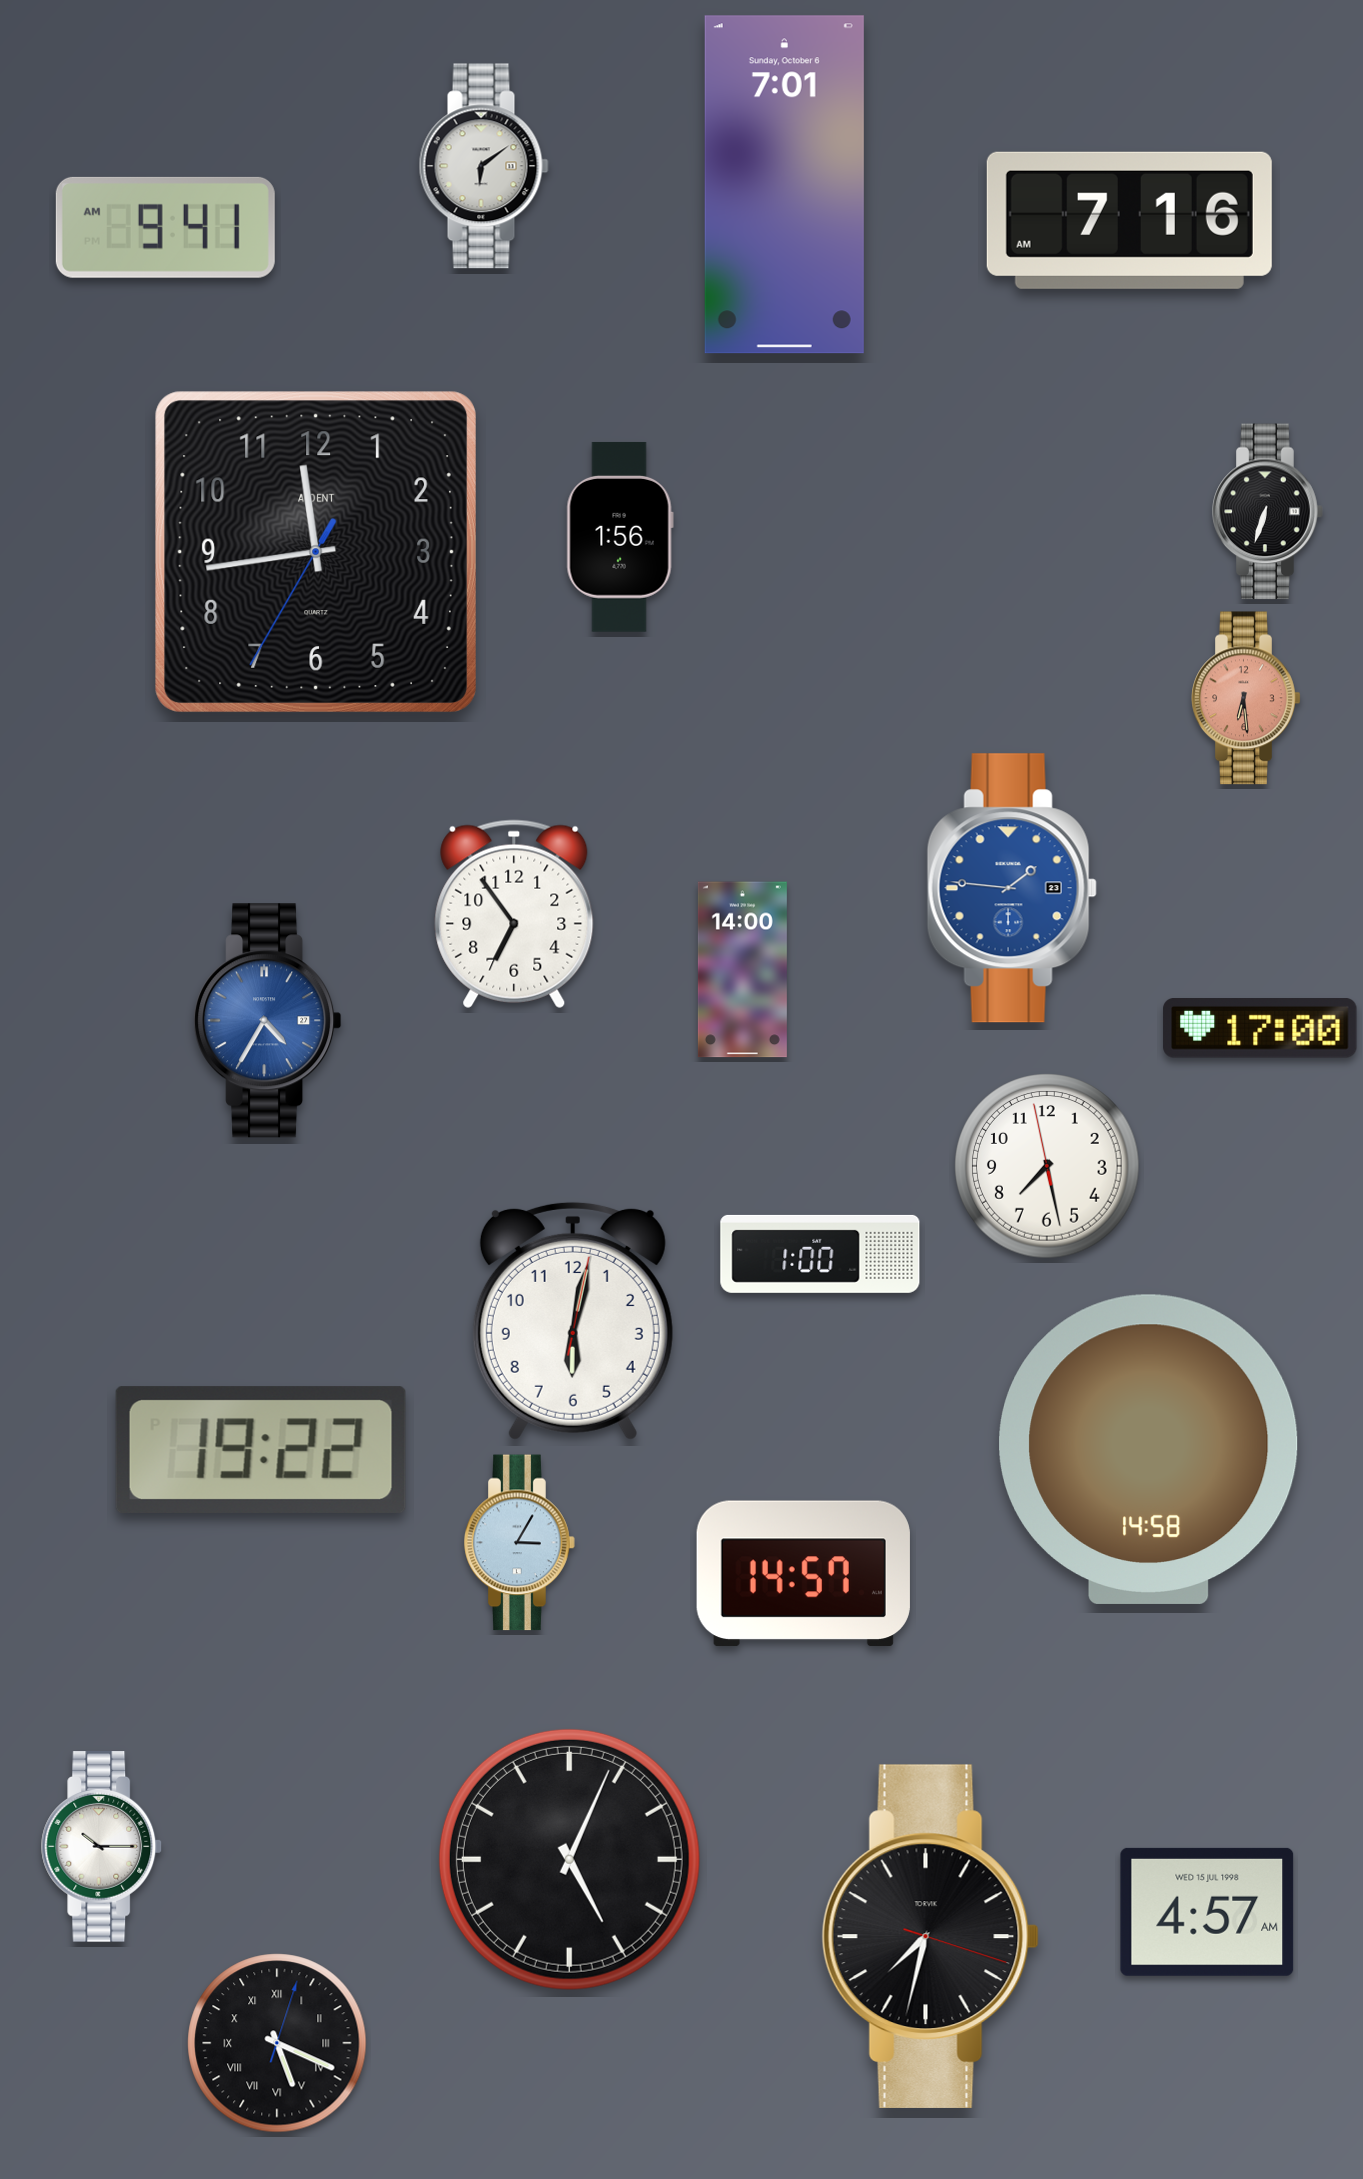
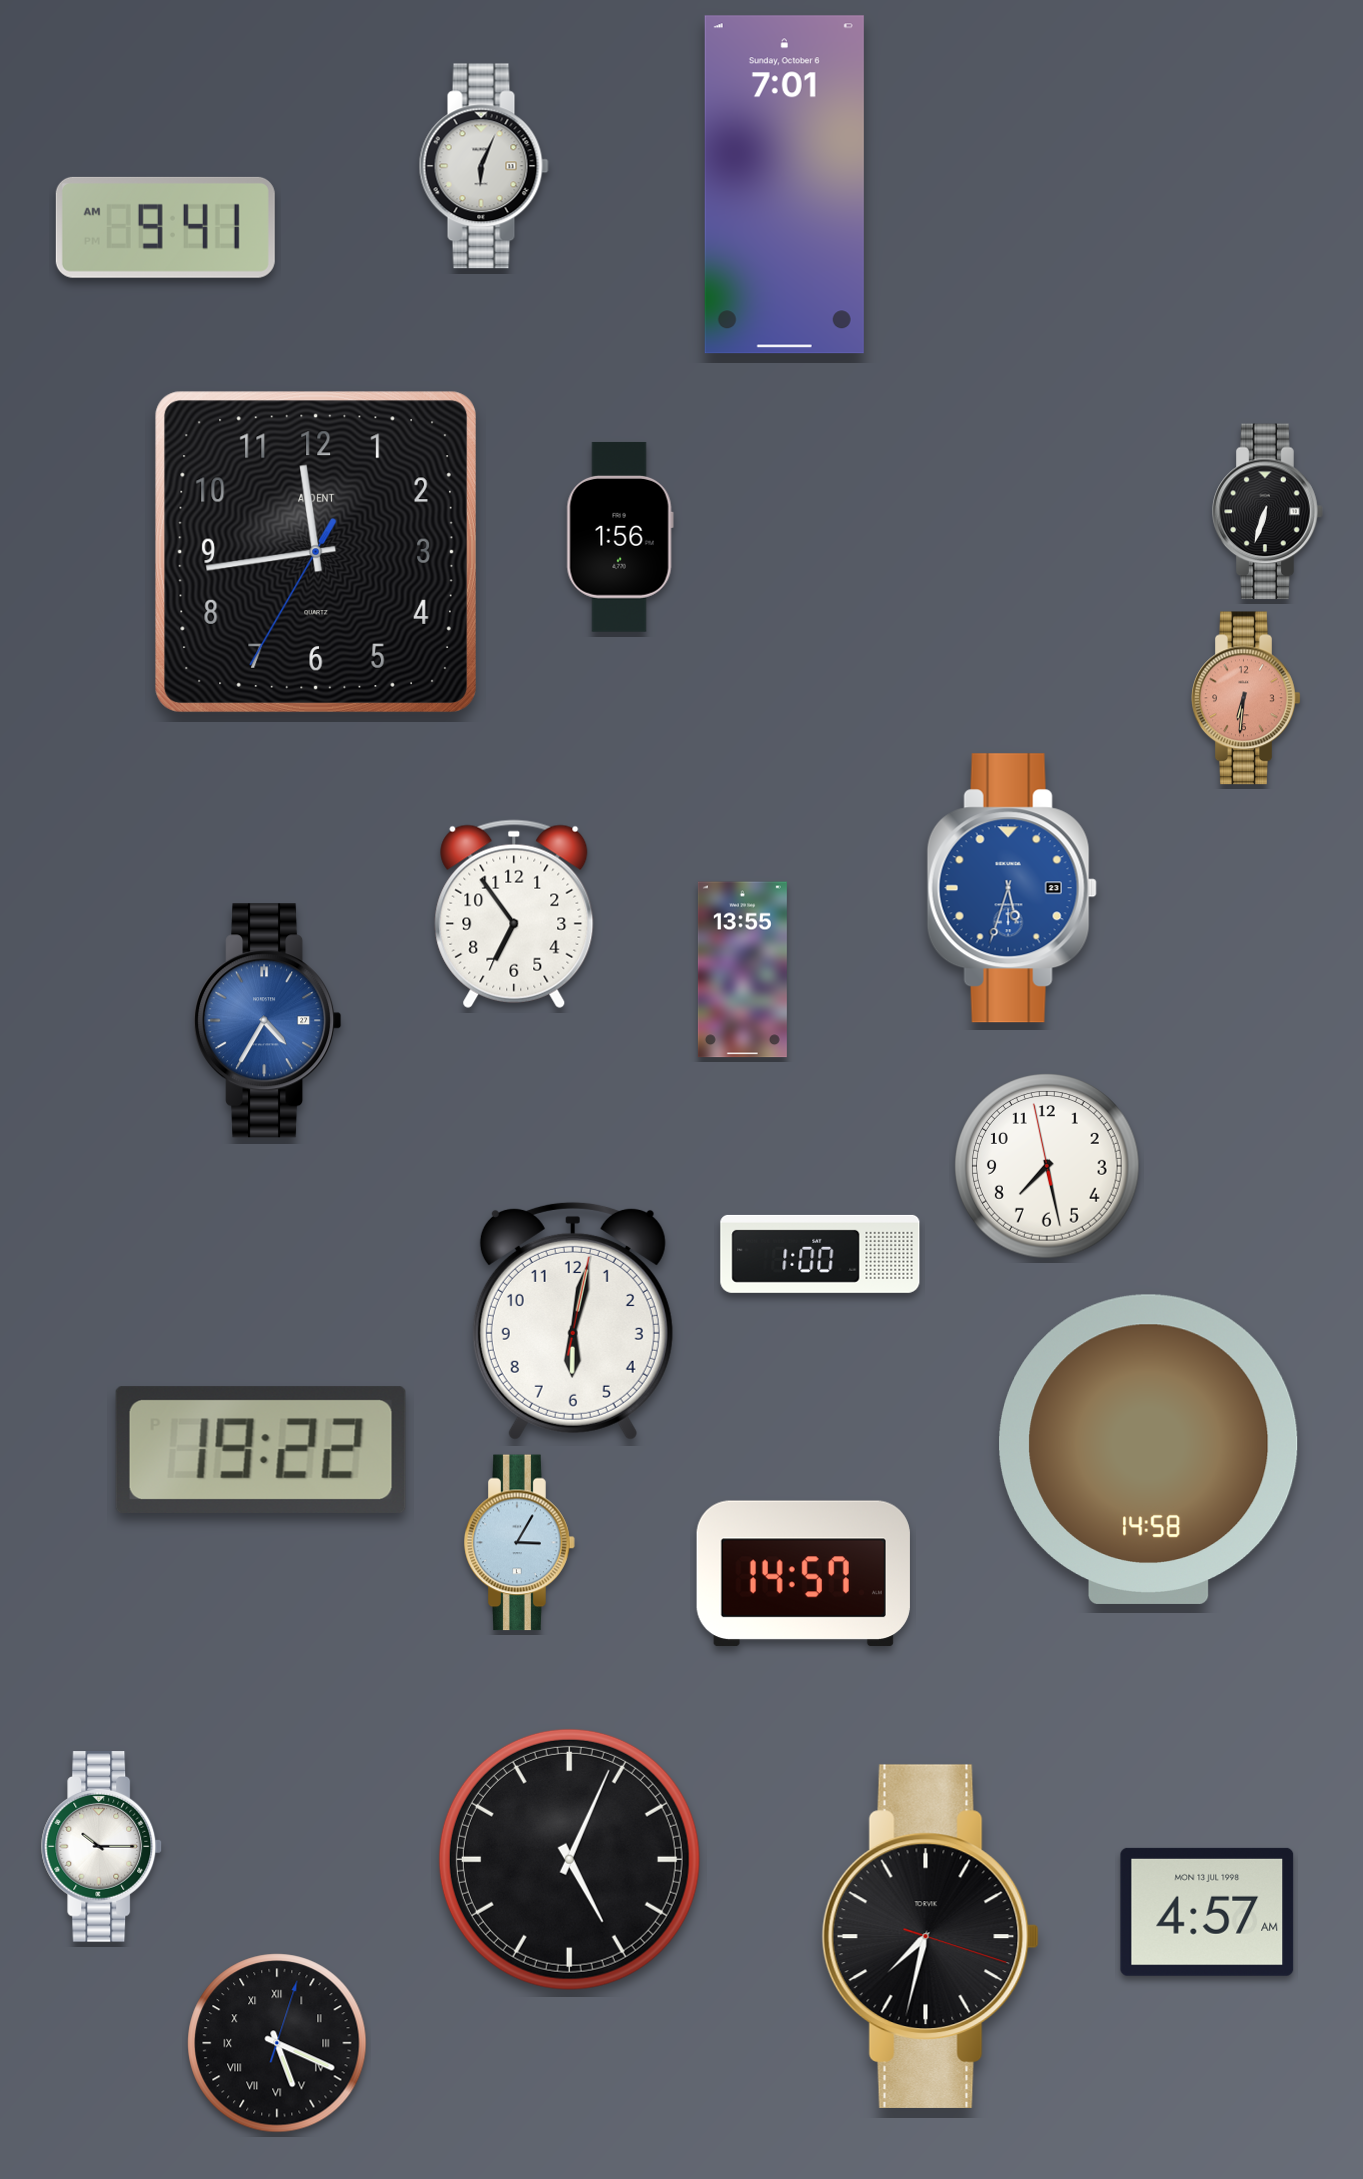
clock at (484, 166): 6:09 -> 6:04
clock at (1129, 220): 7:16 -> none
clock at (1246, 698): 6:29 -> 6:31
clock at (1012, 888): 1:46 -> 5:33
clock at (742, 970): 14:00 -> 13:55
clock at (1260, 1029): 17:00 -> none
clock at (1207, 1912) date: WED 15 JUL 1998 -> MON 13 JUL 1998
